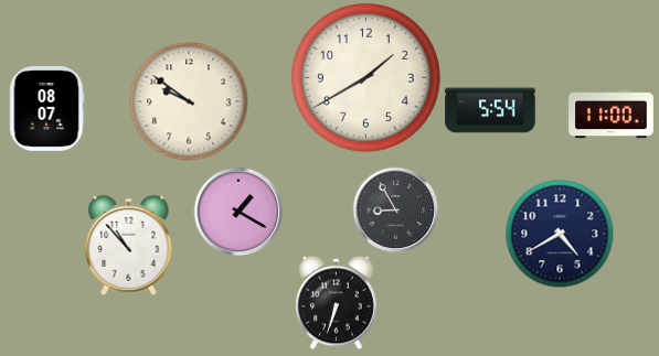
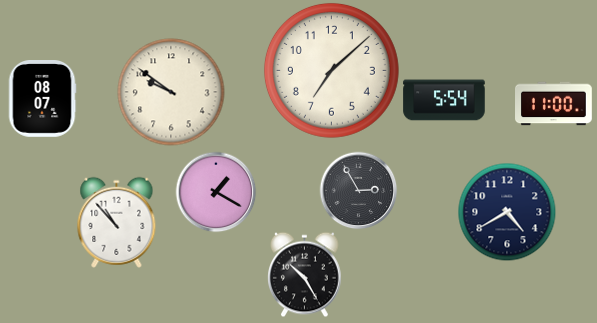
clock at (365, 77): 1:40 -> 7:08
clock at (395, 209): 8:55 -> 2:55
clock at (337, 302): 6:33 -> 10:25
